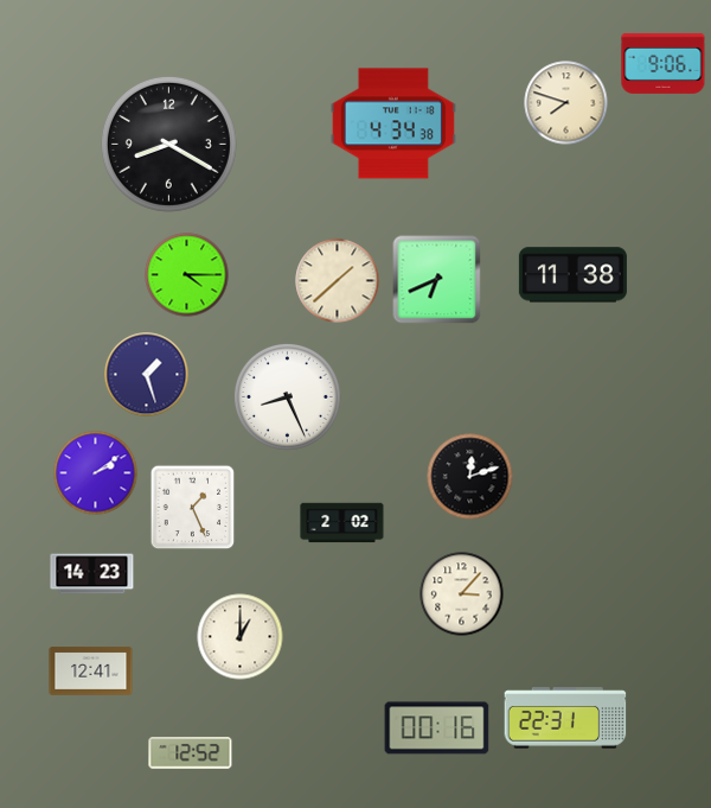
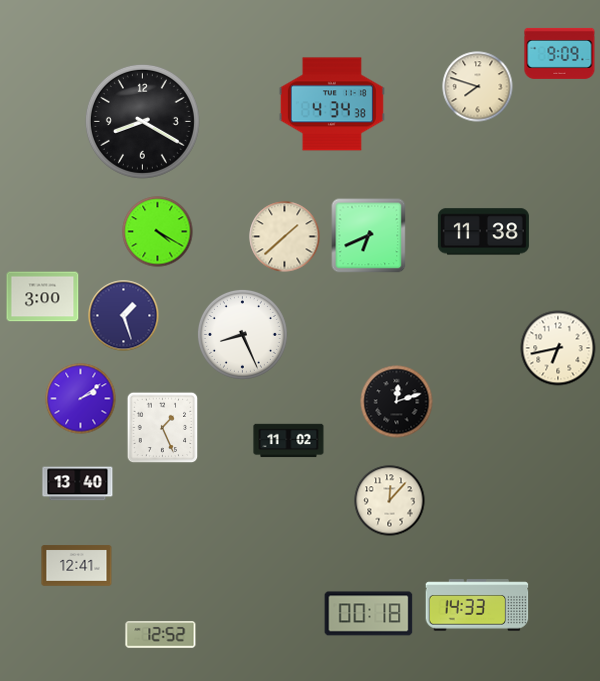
clock at (664, 63): 9:06 -> 9:09
clock at (187, 275): 4:15 -> 4:20
clock at (43, 297): none -> 3:00
clock at (558, 348): none -> 6:43
clock at (342, 523): 2:02 -> 11:02
clock at (92, 574): 14:23 -> 13:40
clock at (462, 594): 3:07 -> 12:07
clock at (241, 637): 1:00 -> none
clock at (565, 718): 22:31 -> 14:33
clock at (437, 729): 00:16 -> 00:18
